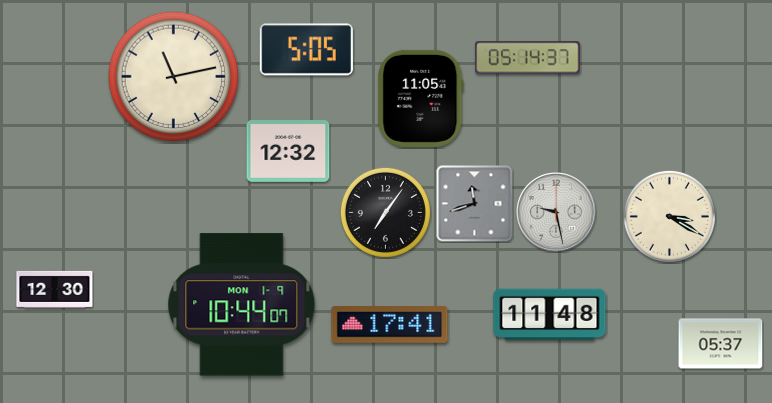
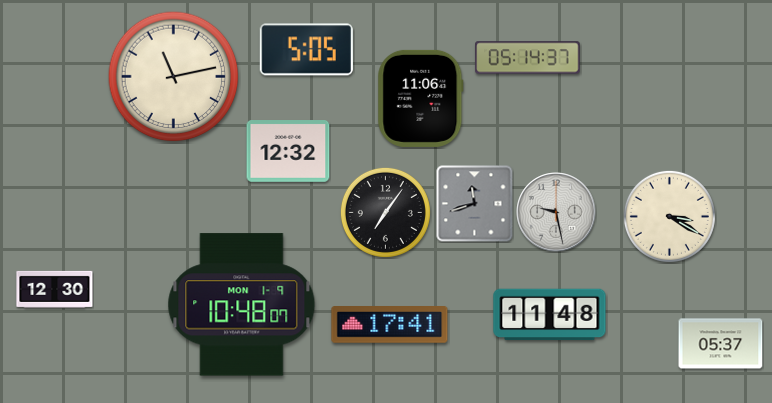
clock at (421, 98): 11:05 -> 11:06
clock at (242, 305): 10:44 -> 10:48
